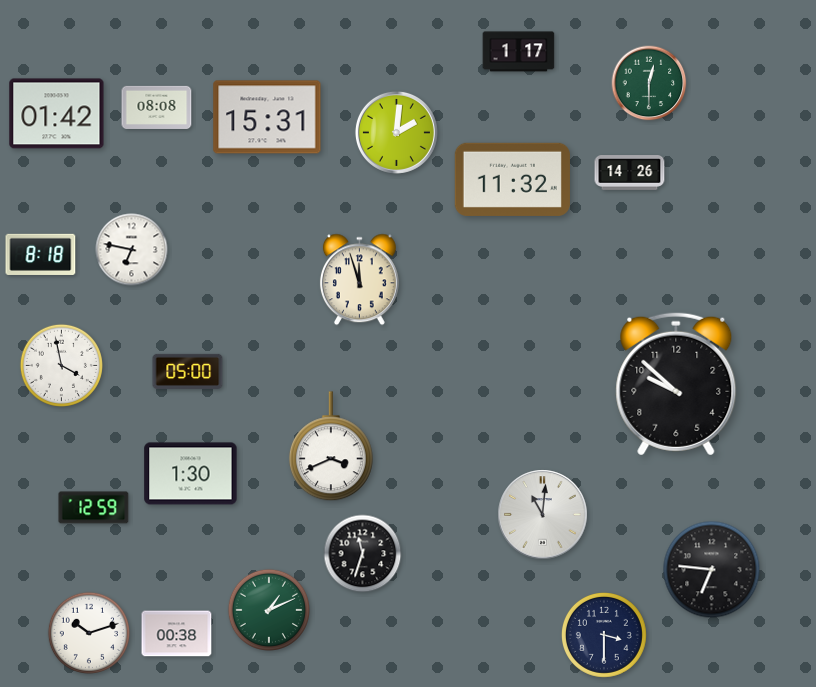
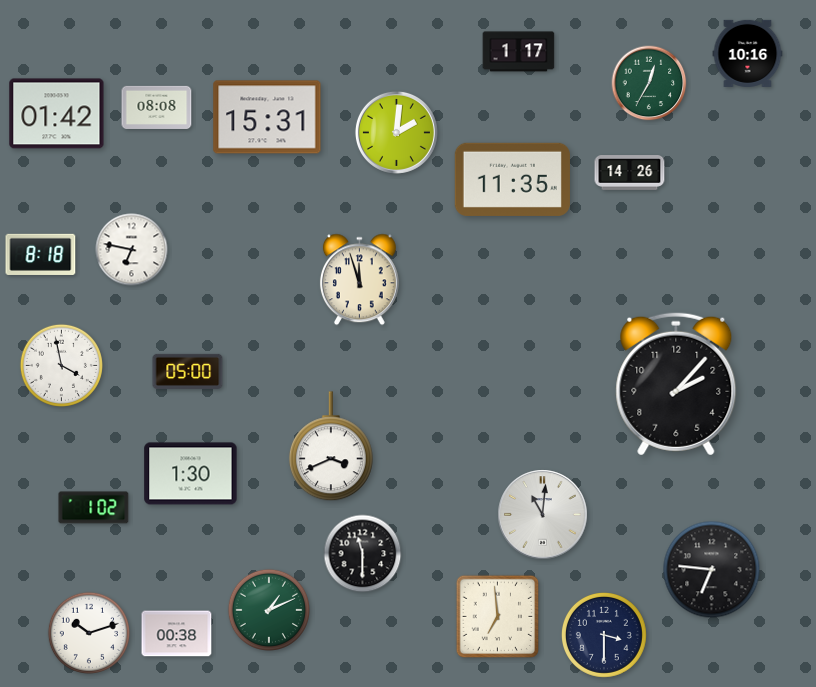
clock at (748, 53): none -> 10:16
clock at (649, 83): 12:30 -> 12:35
clock at (512, 179): 11:32 -> 11:35
clock at (676, 384): 9:52 -> 2:07
clock at (94, 508): 12:59 -> 1:02
clock at (363, 554): 11:33 -> 11:30
clock at (498, 617): none -> 6:59
